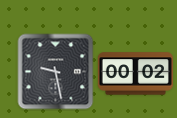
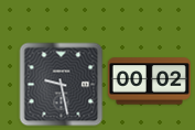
clock at (56, 72) position: (56, 72) -> (62, 85)
